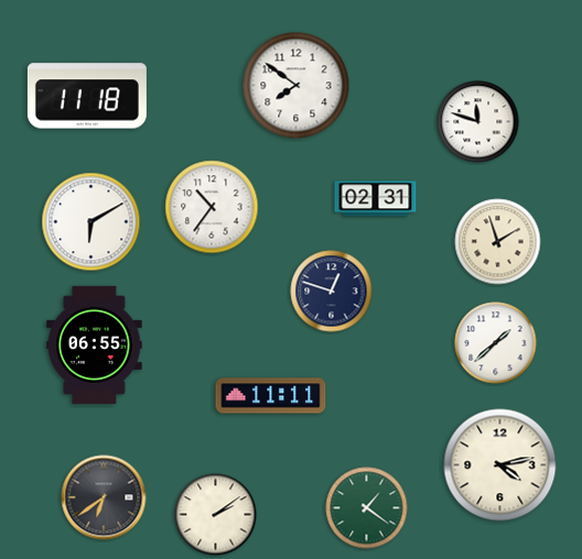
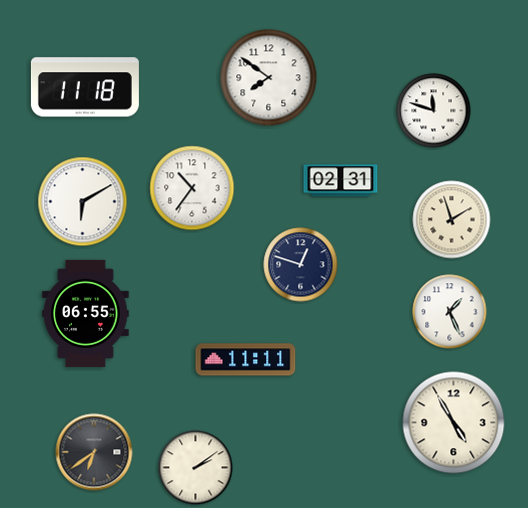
clock at (87, 96) position: (87, 96) -> (85, 87)
clock at (496, 343): 1:38 -> 1:26
clock at (500, 465): 4:13 -> 4:55
clock at (367, 508): 1:21 -> none
